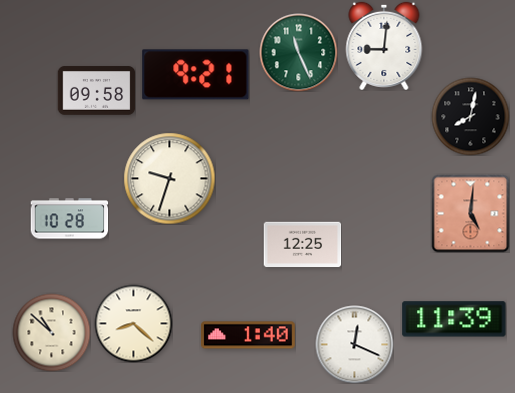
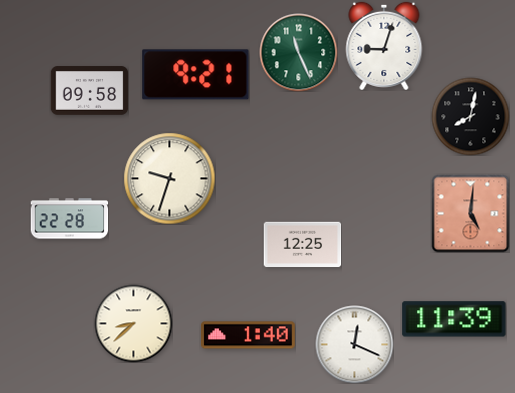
clock at (384, 46): 9:01 -> 9:03
clock at (96, 91) position: (96, 91) -> (89, 91)
clock at (69, 219): 10:28 -> 22:28
clock at (133, 323): 8:22 -> 8:38
clock at (51, 332): 10:52 -> none
